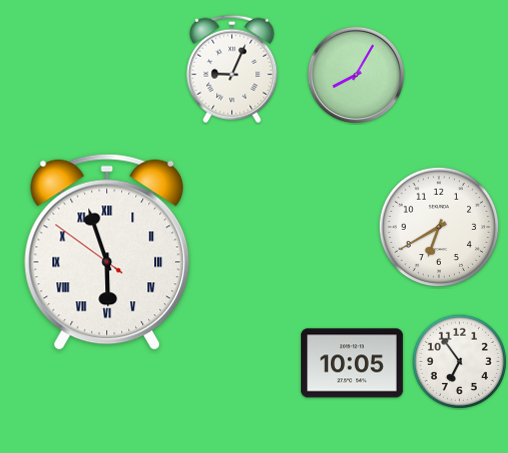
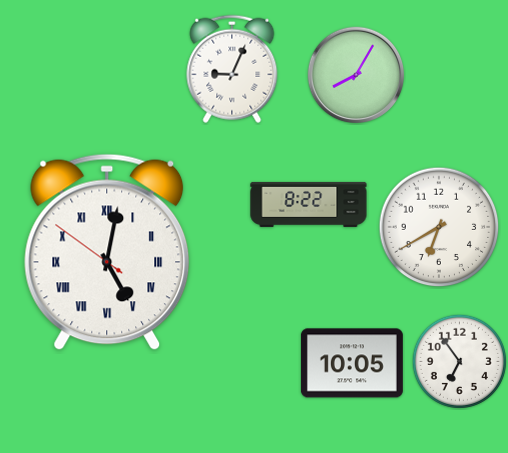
clock at (309, 204): none -> 8:22
clock at (107, 252): 5:56 -> 5:01
